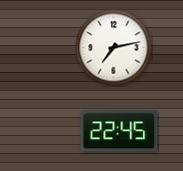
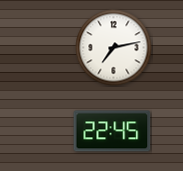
clock at (119, 131) position: (119, 131) -> (112, 131)
